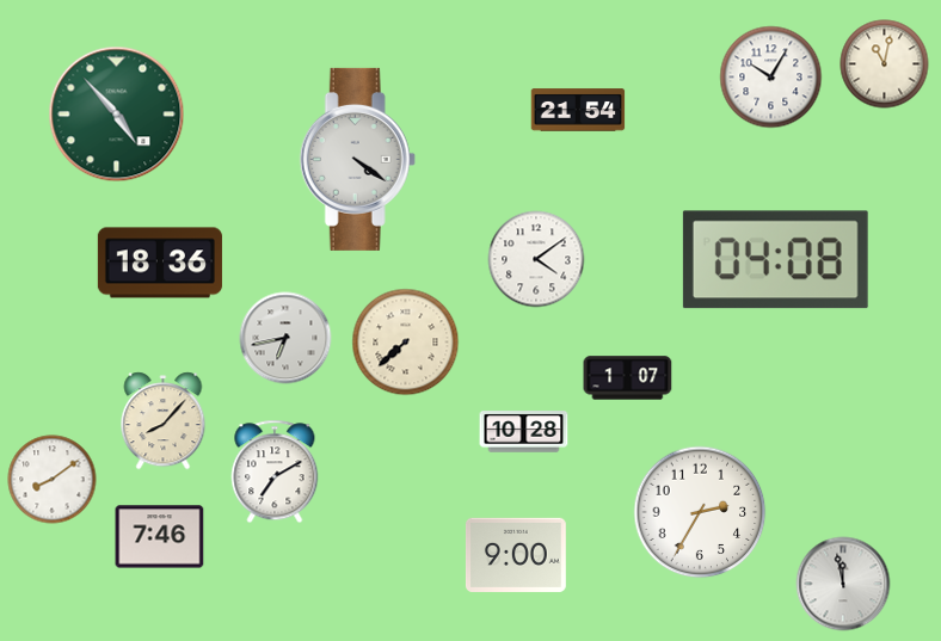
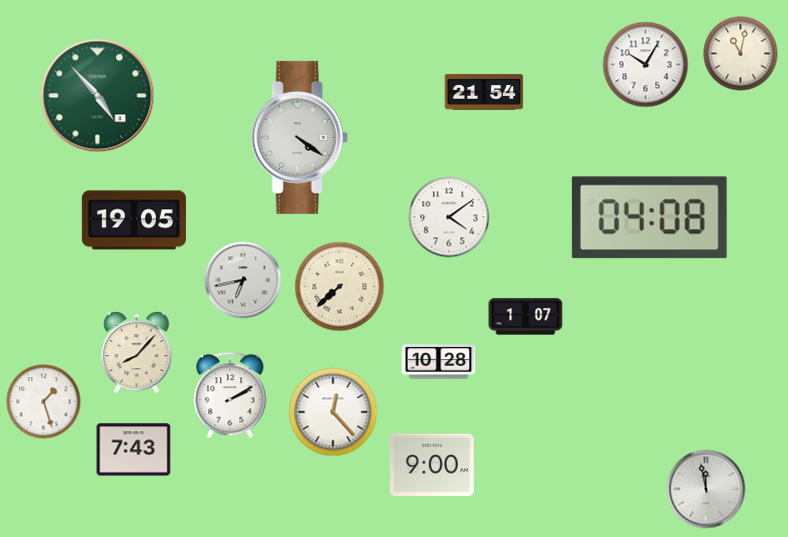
clock at (357, 159) position: (357, 159) -> (299, 137)
clock at (160, 263): 18:36 -> 19:05
clock at (285, 338) position: (285, 338) -> (243, 280)
clock at (275, 471): 7:10 -> 2:10
clock at (53, 480): 8:09 -> 1:27
clock at (333, 412): none -> 12:23
clock at (700, 512): 2:35 -> none
clock at (160, 537): 7:46 -> 7:43
